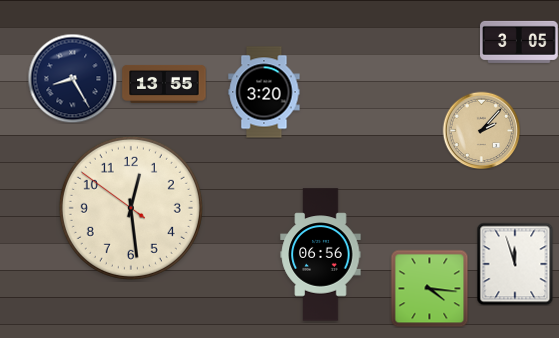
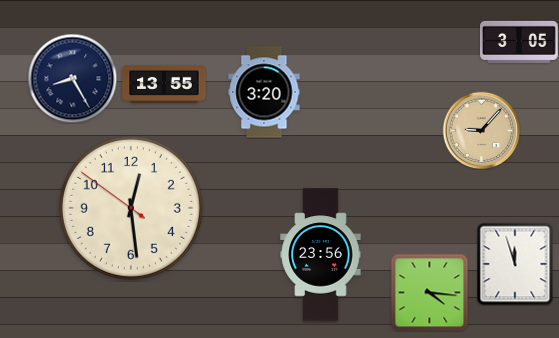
clock at (481, 130): 2:07 -> 9:07
clock at (321, 255): 06:56 -> 23:56
clock at (429, 288) position: (429, 288) -> (429, 292)
